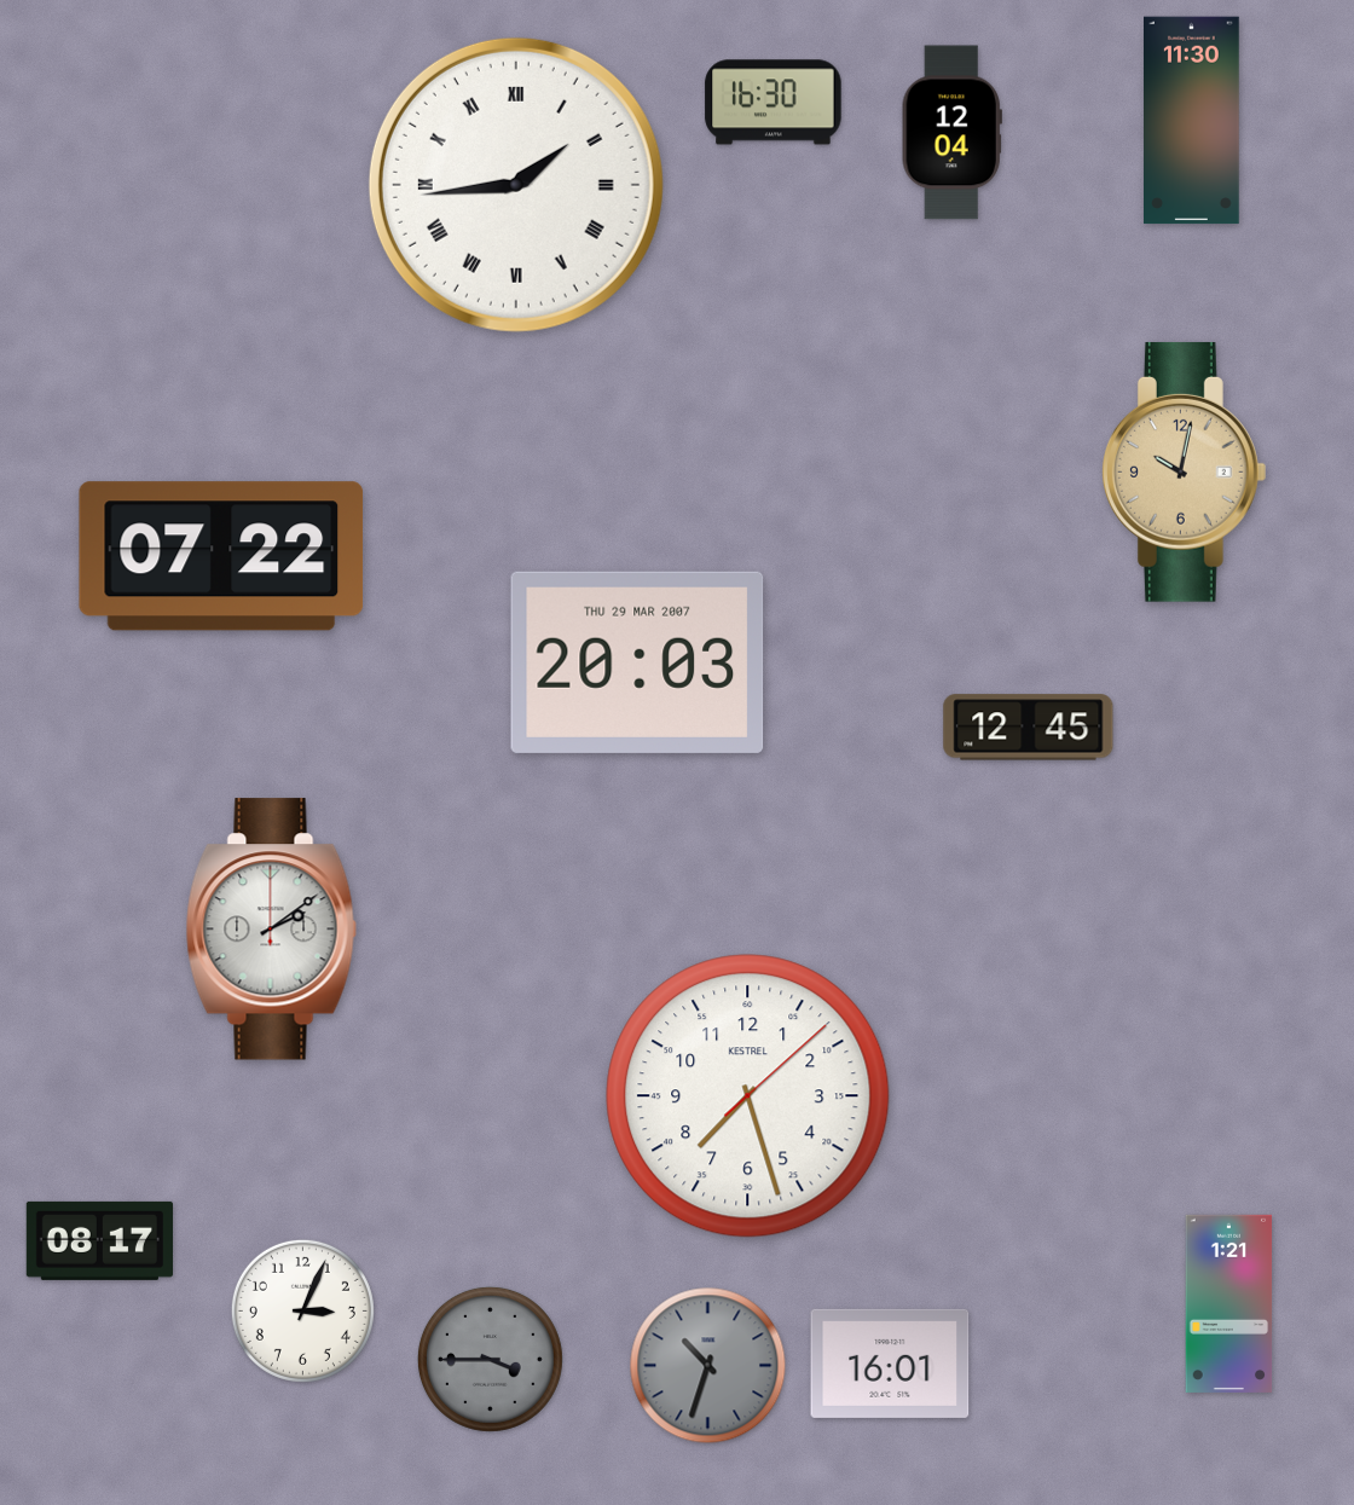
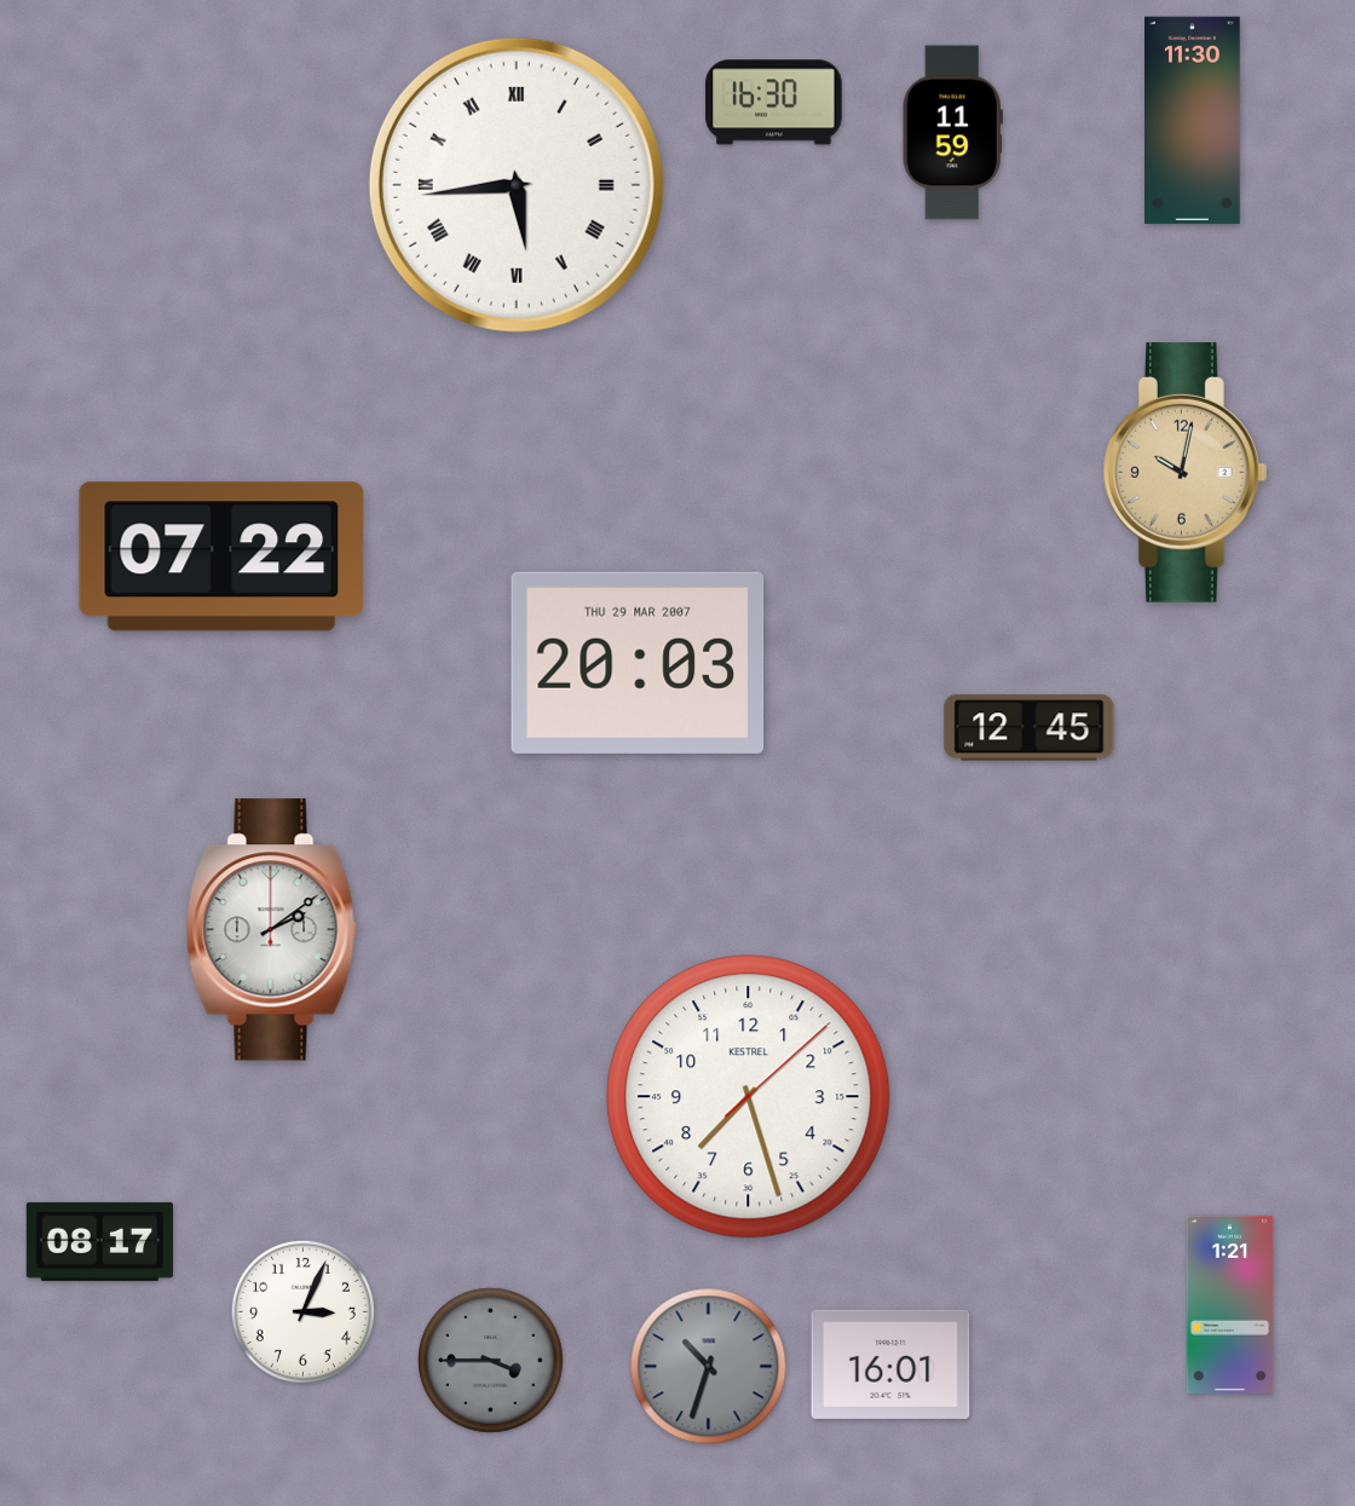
clock at (951, 133): 12:04 -> 11:59
clock at (516, 185): 1:44 -> 5:44
